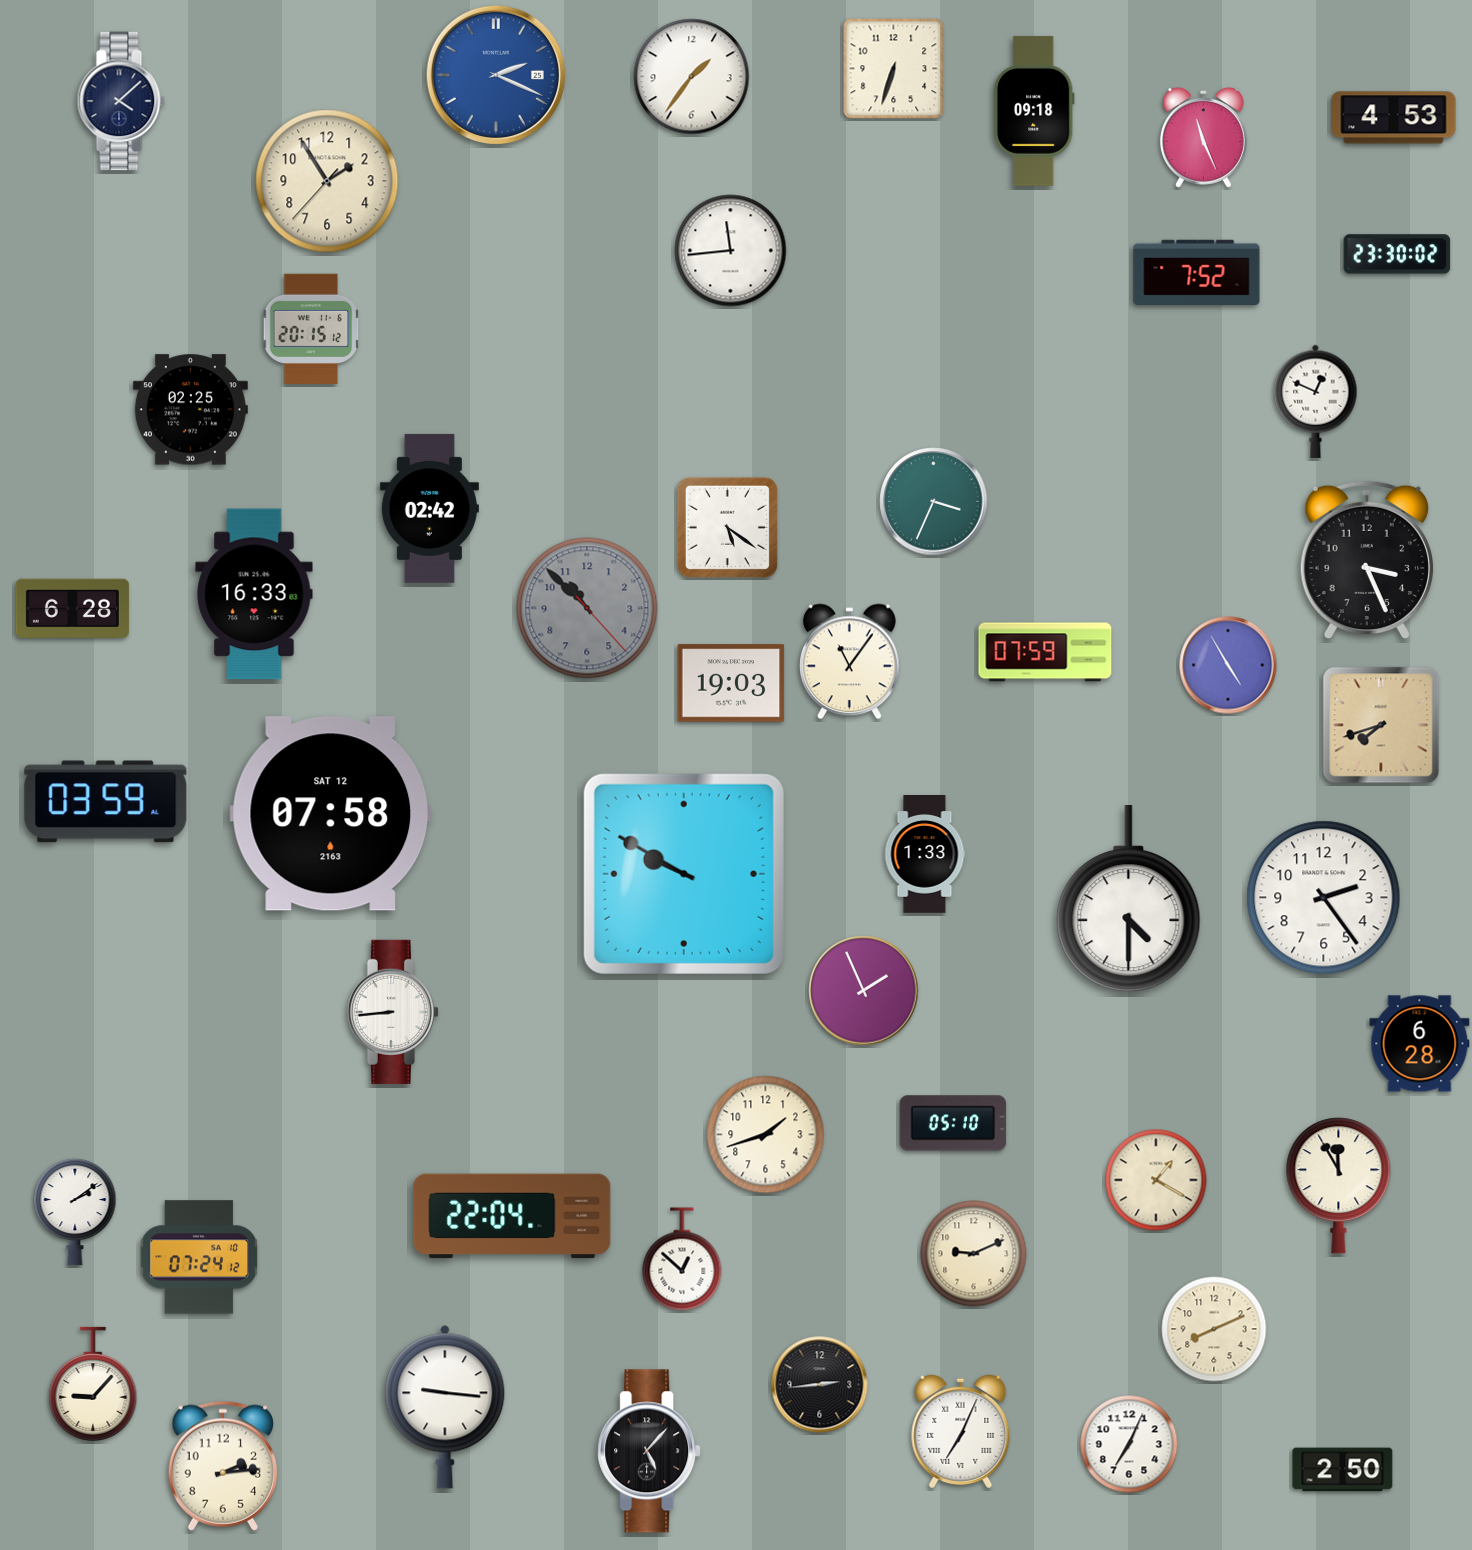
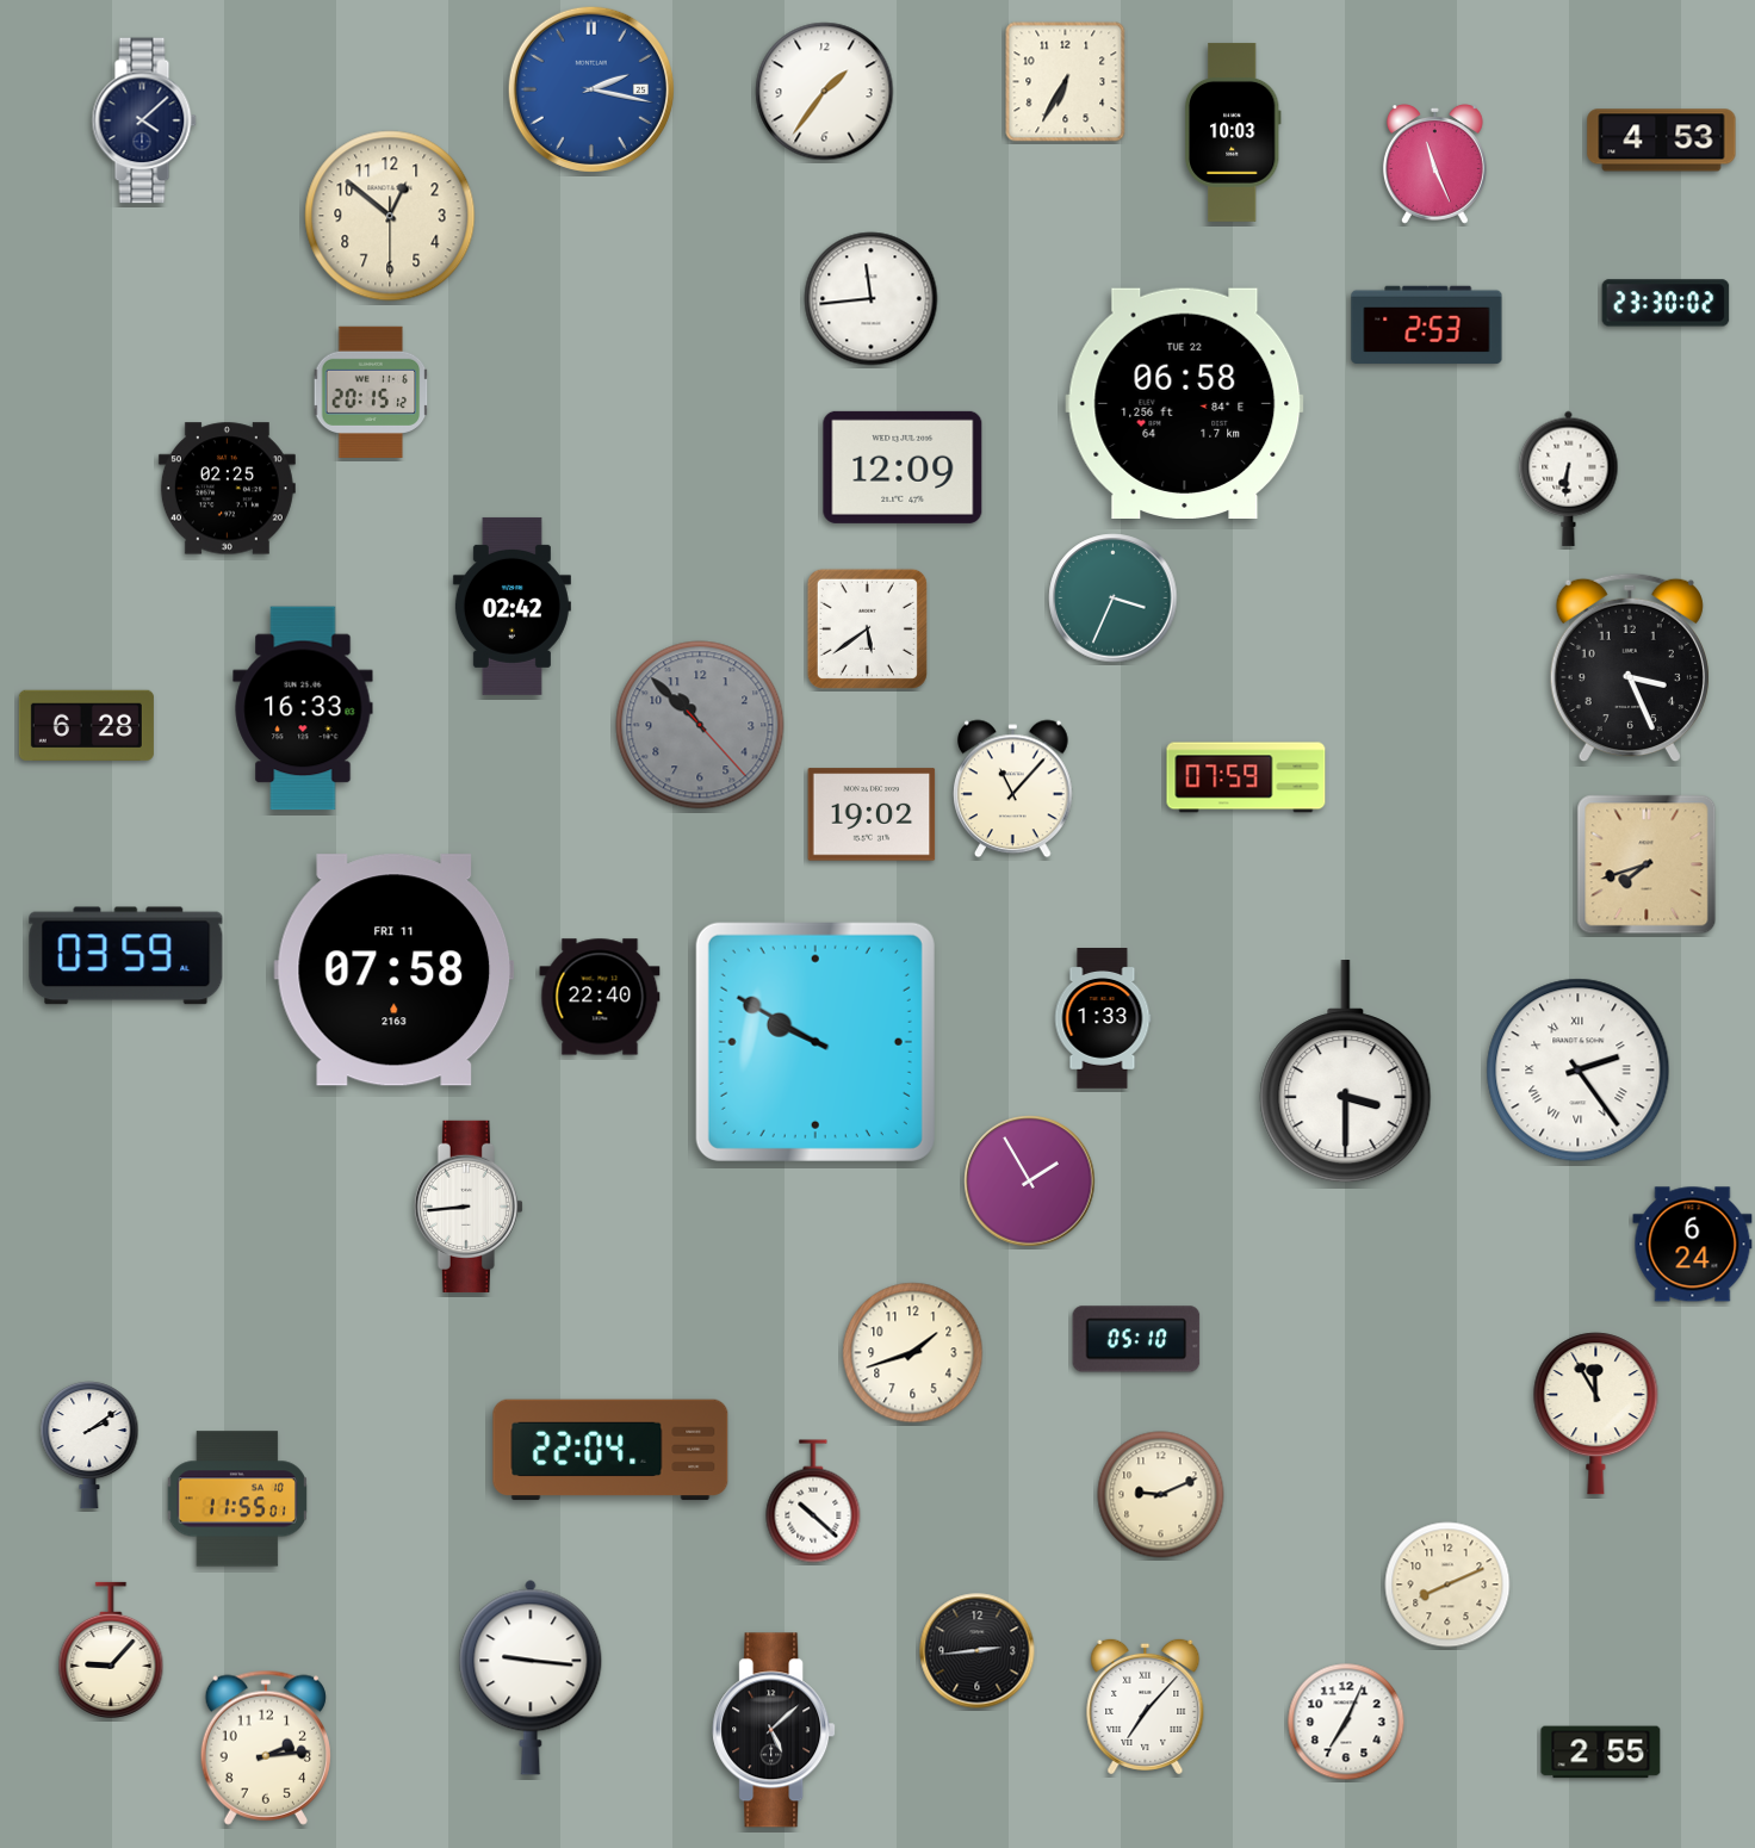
clock at (894, 69): 6:33 -> 6:35
clock at (496, 75): 2:19 -> 2:17
clock at (1034, 111): 09:18 -> 10:03
clock at (327, 181): 1:54 -> 12:51
clock at (1197, 273): 7:52 -> 2:53
clock at (1185, 403): none -> 06:58
clock at (903, 467): none -> 12:09
clock at (1316, 401): 12:49 -> 6:31
clock at (727, 527): 5:21 -> 5:39
clock at (850, 662): 11:06 -> 11:07
clock at (1228, 665): 4:55 -> none
clock at (731, 683): 19:03 -> 19:02
clock at (331, 814) date: SAT 12 -> FRI 11
clock at (600, 997): none -> 22:40
clock at (1324, 898) numerals: Arabic -> Roman
clock at (1129, 899): 4:30 -> 3:30
clock at (864, 991): 1:56 -> 1:55
clock at (1420, 1044): 6:28 -> 6:24
clock at (1156, 1180): 1:20 -> none
clock at (198, 1257): 07:24 -> 11:55
clock at (682, 1259): 12:52 -> 10:22
clock at (961, 1431): 7:04 -> 7:07
clock at (649, 1451): 5:07 -> 5:08
clock at (1343, 1470): 2:50 -> 2:55
